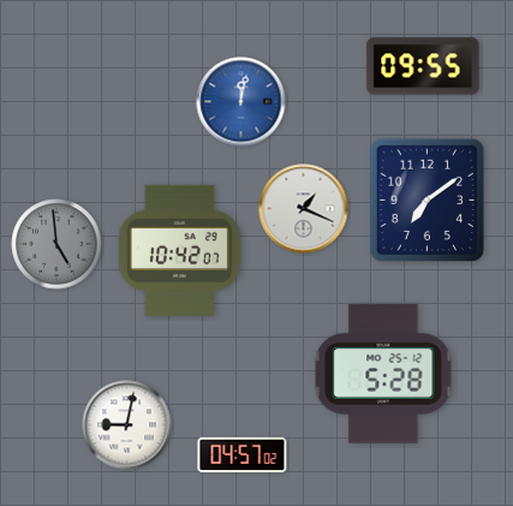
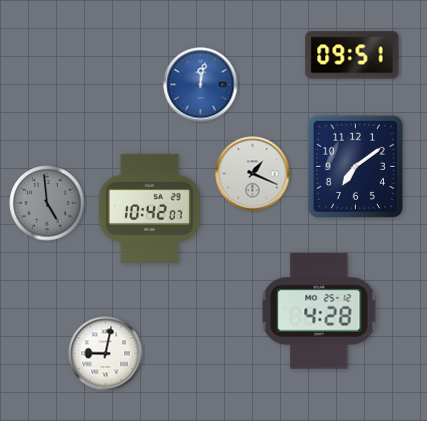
clock at (423, 66): 09:55 -> 09:51
clock at (383, 374): 5:28 -> 4:28
clock at (243, 456): 04:57 -> none
